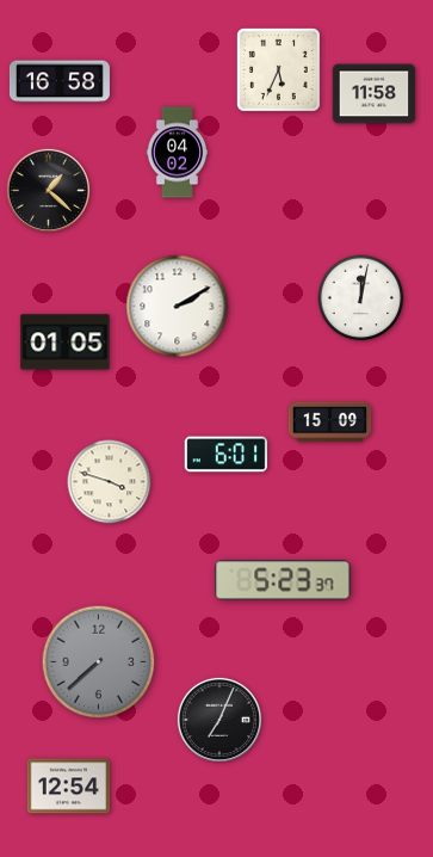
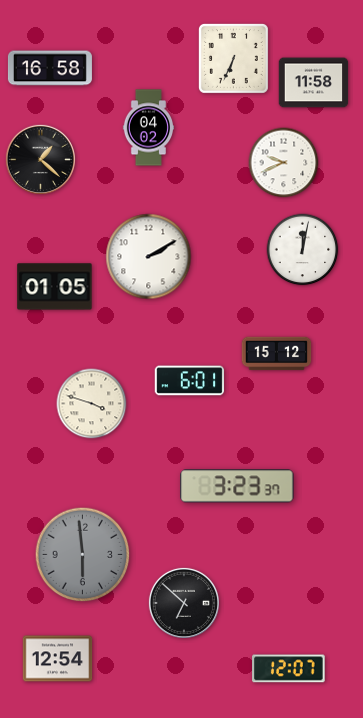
clock at (278, 69): 5:34 -> 6:34
clock at (375, 94) position: (375, 94) -> (314, 83)
clock at (284, 163): none -> 9:41
clock at (330, 423): 15:09 -> 15:12
clock at (283, 580): 5:23 -> 3:23
clock at (99, 662): 7:38 -> 5:59
clock at (219, 720): 7:04 -> 6:52
clock at (289, 669): none -> 12:07
